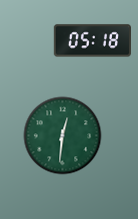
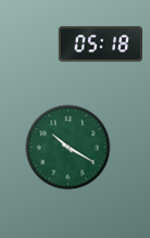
clock at (62, 135): 12:31 -> 10:20
